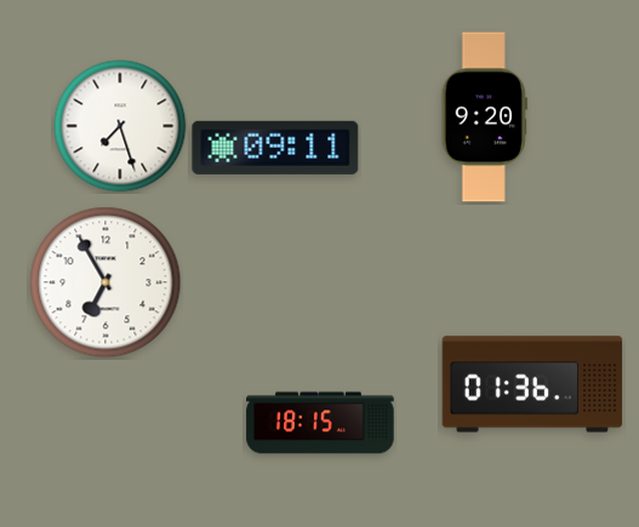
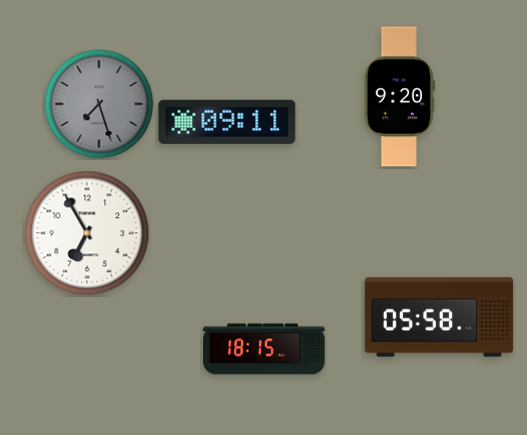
clock at (120, 126) dial: white -> grey
clock at (532, 384): 01:36 -> 05:58
